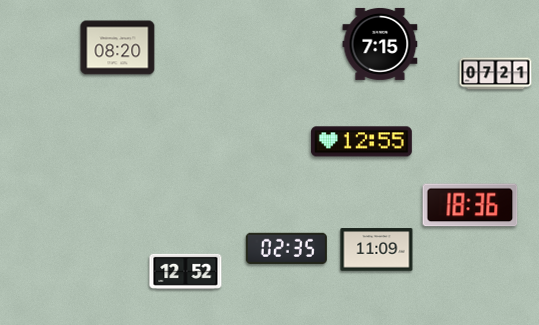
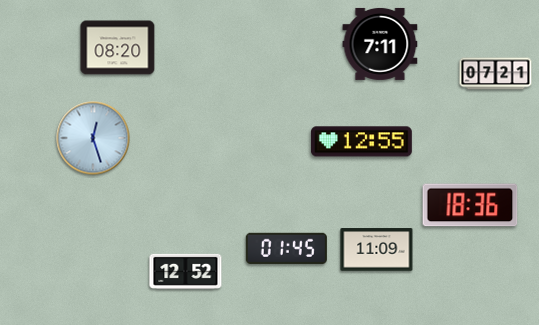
clock at (380, 44): 7:15 -> 7:11
clock at (93, 138): none -> 12:27
clock at (286, 248): 02:35 -> 01:45
